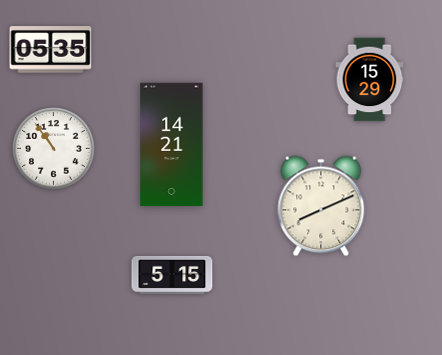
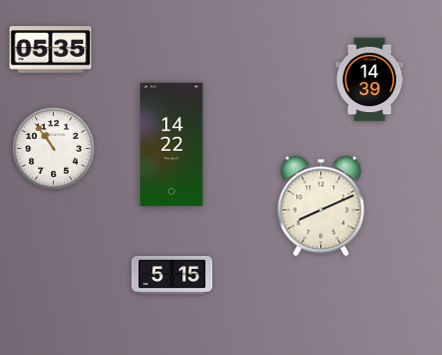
clock at (370, 80): 15:29 -> 14:39
clock at (172, 145): 14:21 -> 14:22
